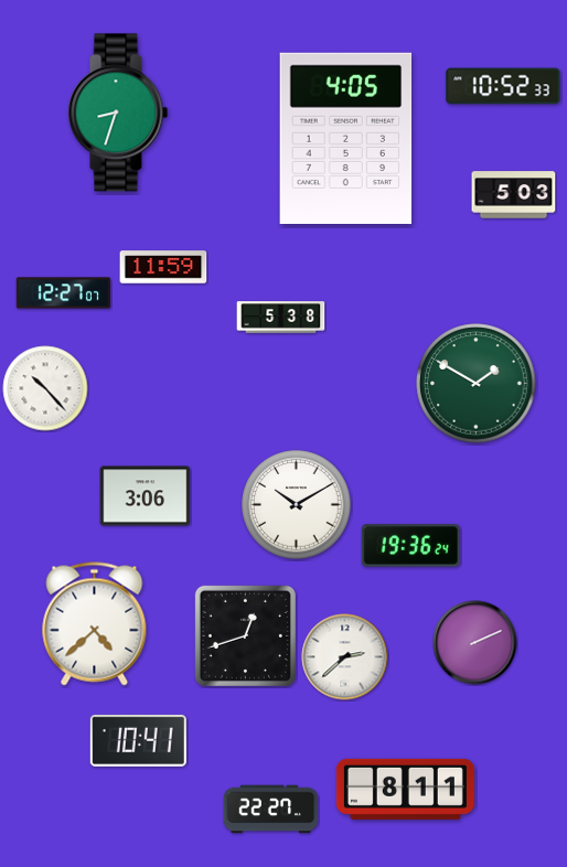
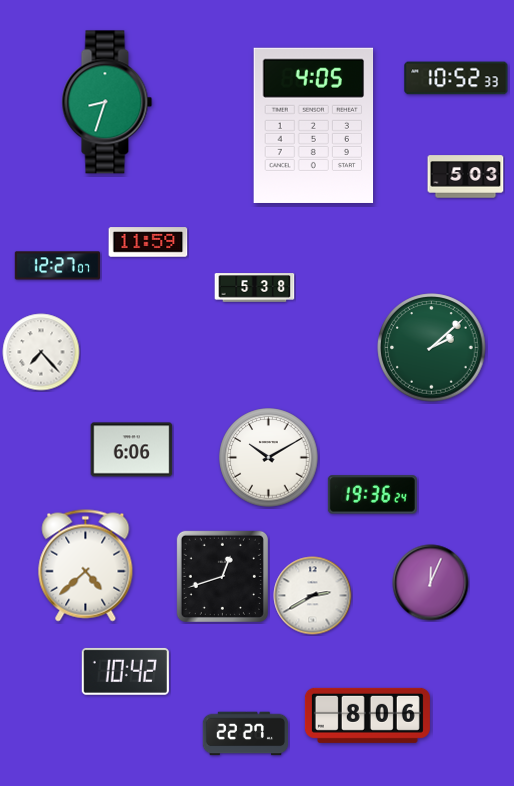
clock at (477, 384): 1:50 -> 2:08
clock at (45, 388): 10:23 -> 7:23
clock at (146, 496): 3:06 -> 6:06
clock at (475, 643): 2:11 -> 12:04
clock at (345, 657): 2:38 -> 2:40
clock at (138, 740): 10:41 -> 10:42
clock at (405, 789): 8:11 -> 8:06
